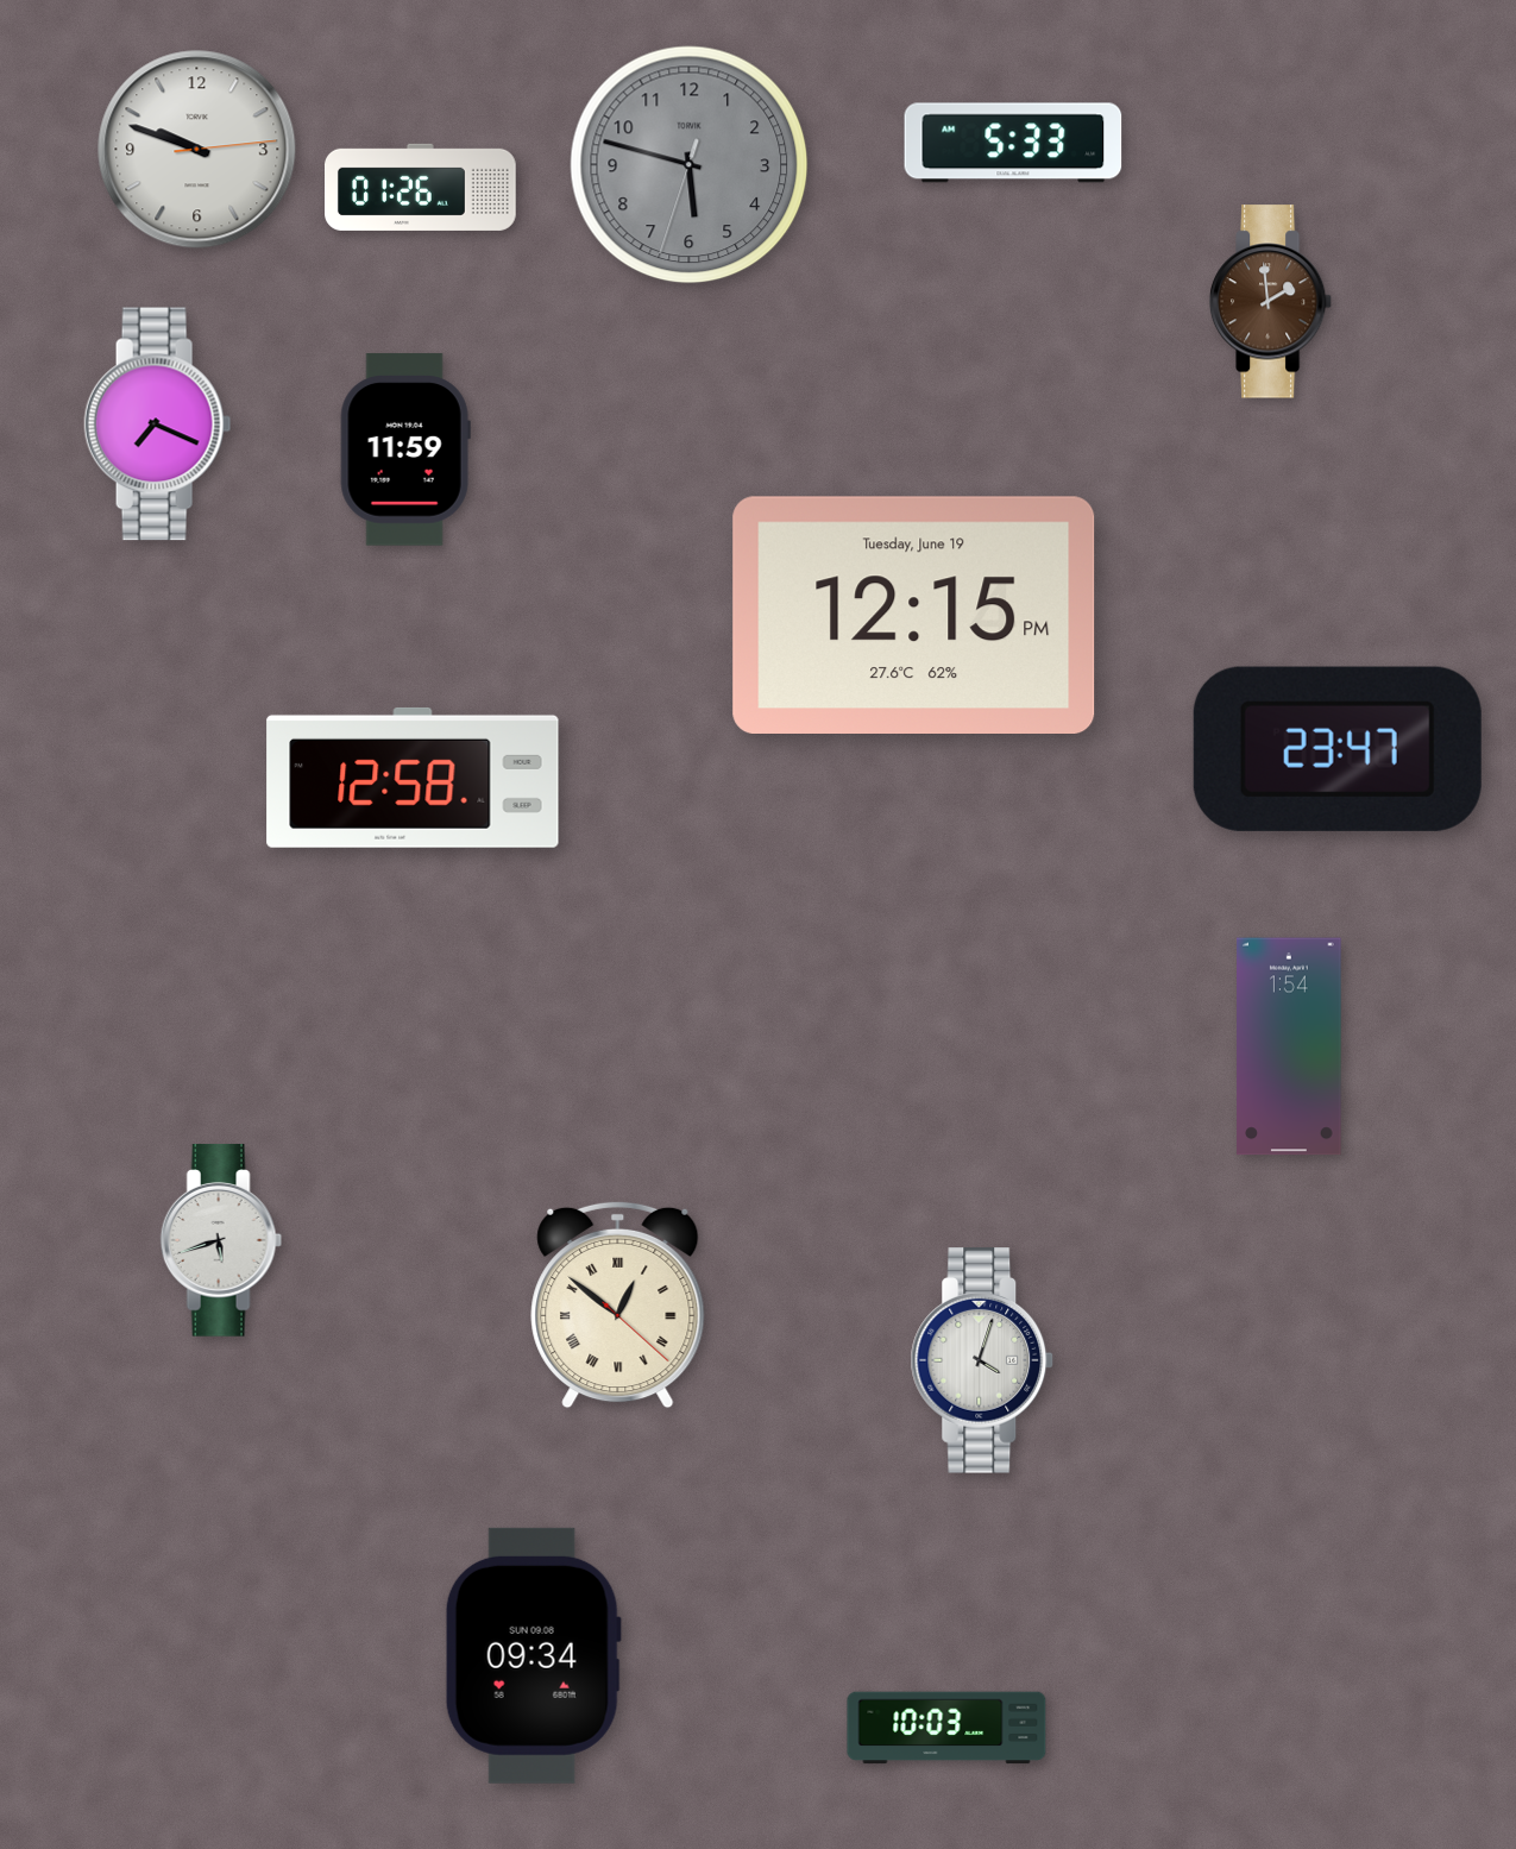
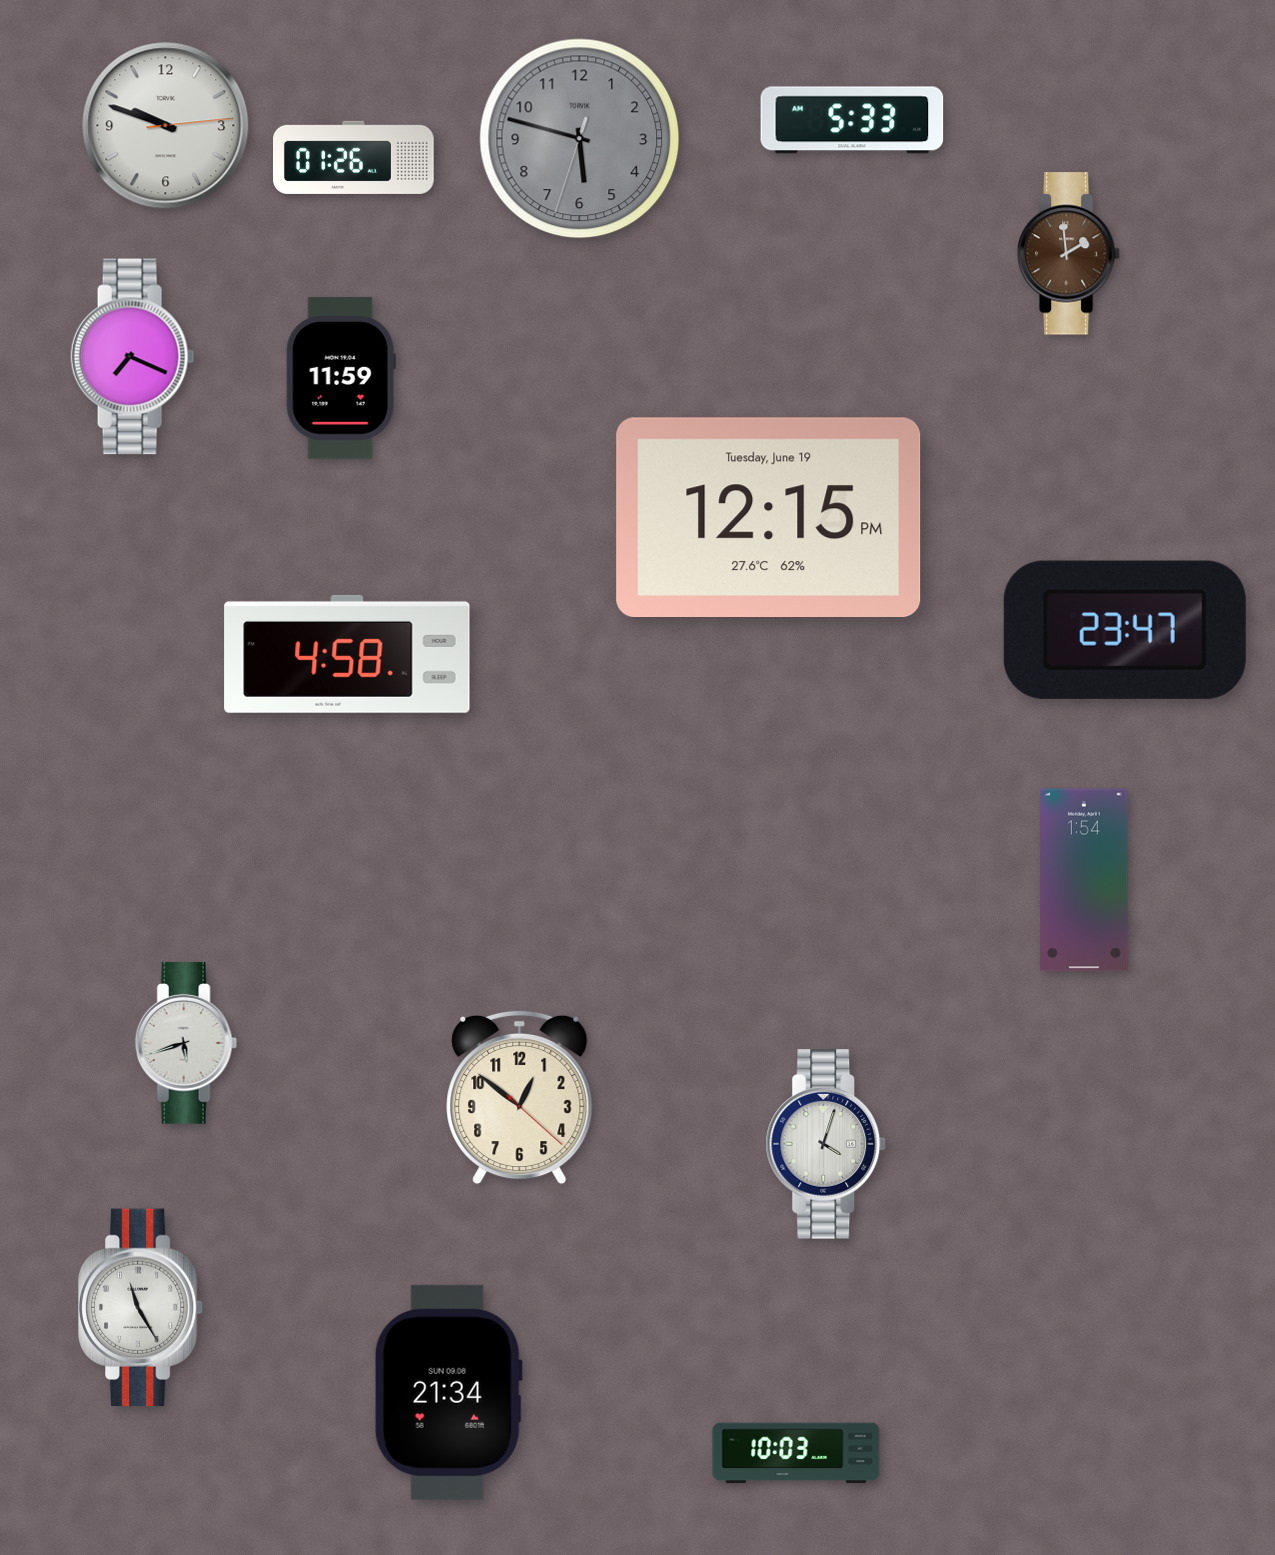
clock at (413, 778): 12:58 -> 4:58
clock at (618, 1304) numerals: Roman -> Arabic
clock at (141, 1308): none -> 11:25
clock at (533, 1655): 09:34 -> 21:34
